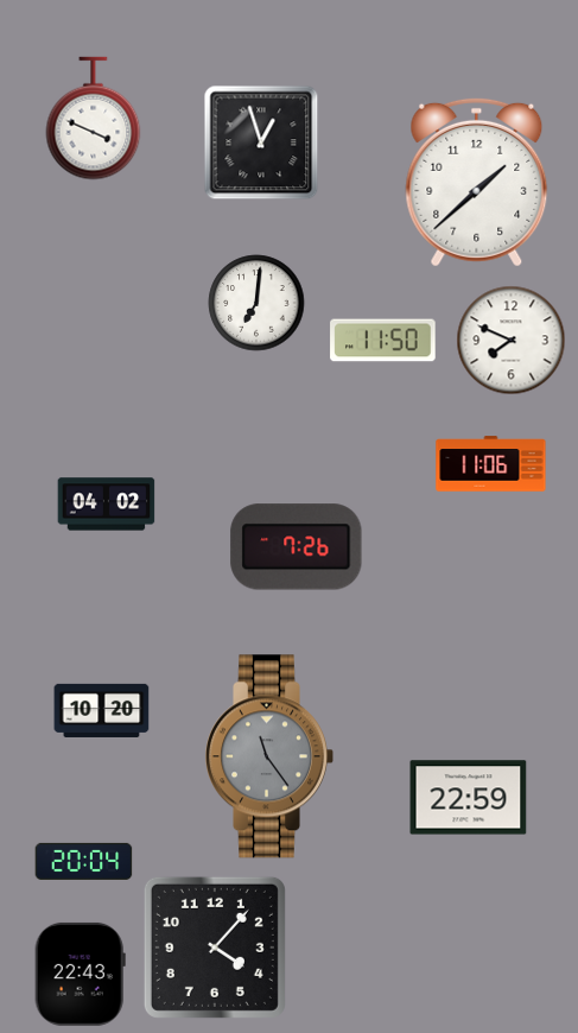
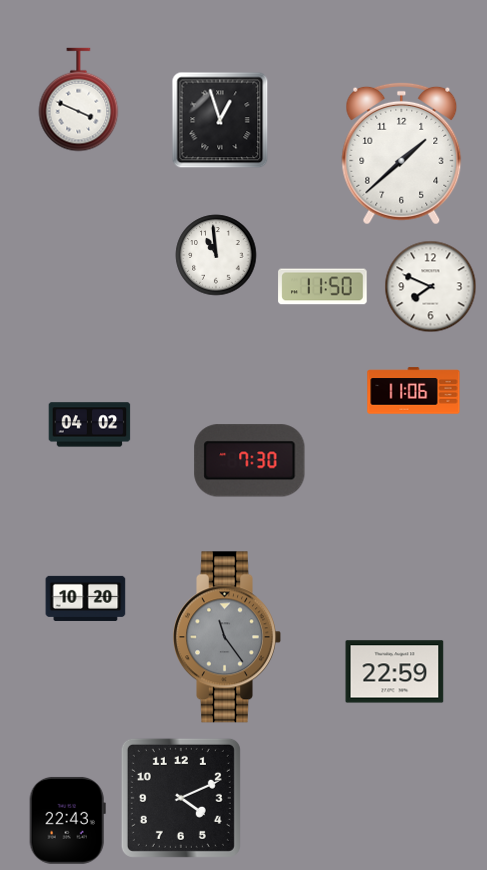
clock at (256, 303): 7:01 -> 10:59
clock at (297, 547): 7:26 -> 7:30
clock at (84, 861): 20:04 -> none
clock at (215, 948): 4:07 -> 4:11
